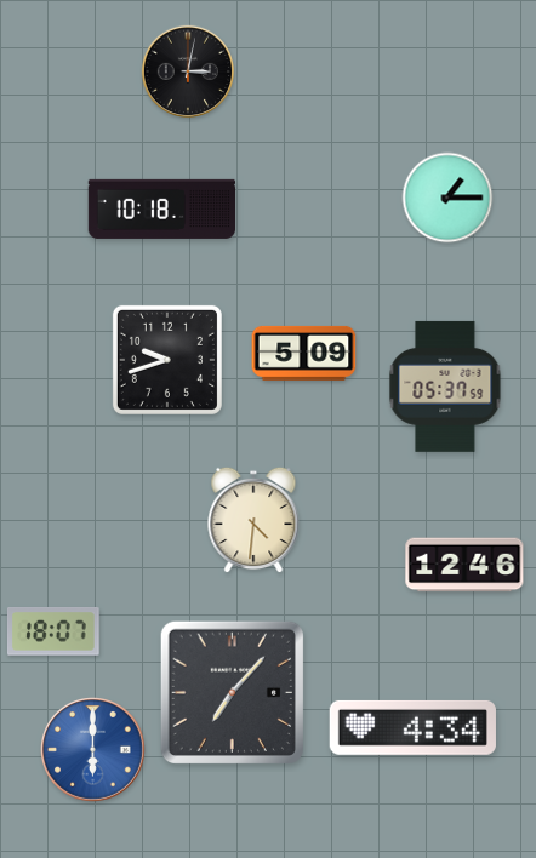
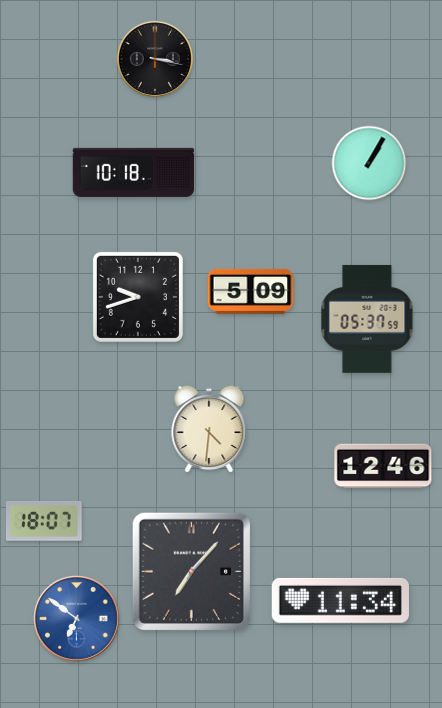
clock at (187, 70): 3:02 -> 3:17
clock at (447, 198): 1:15 -> 1:05
clock at (412, 727): 4:34 -> 11:34
clock at (93, 750): 6:00 -> 6:51
